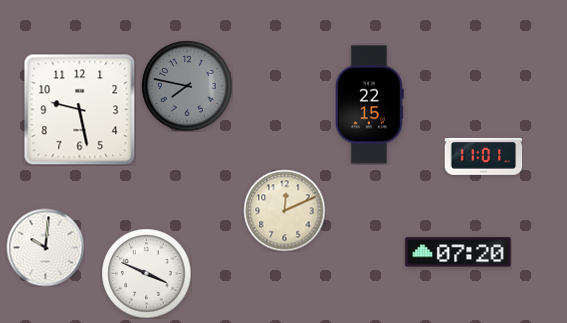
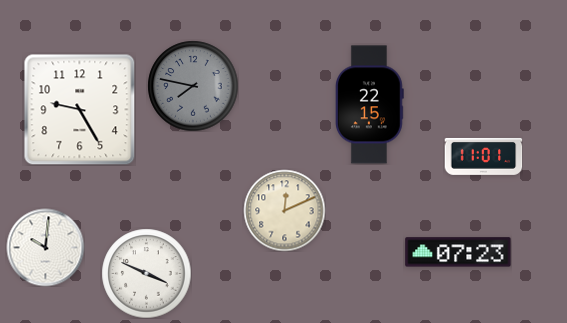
clock at (187, 86) position: (187, 86) -> (193, 86)
clock at (79, 109): 9:28 -> 9:25
clock at (458, 252): 07:20 -> 07:23
